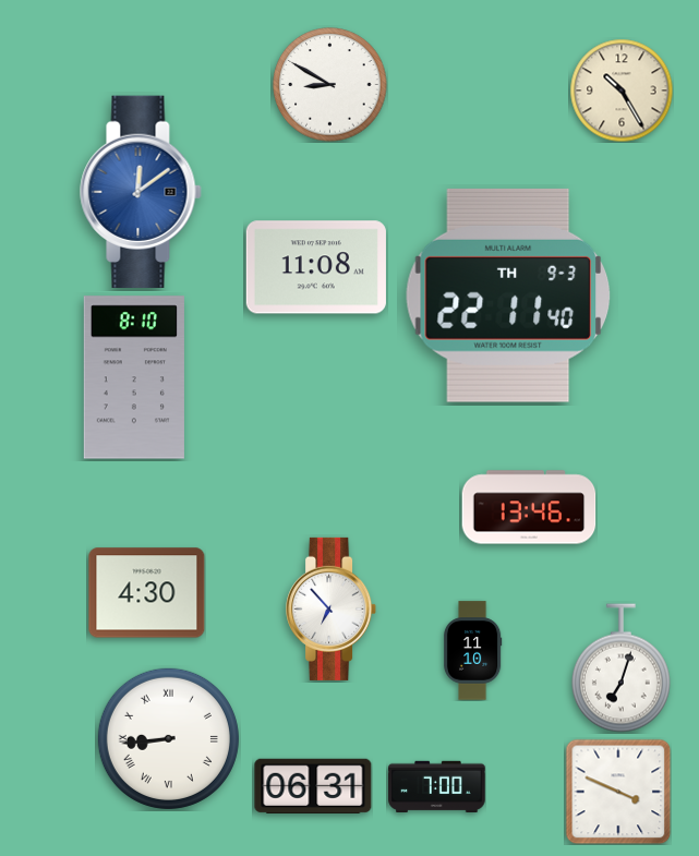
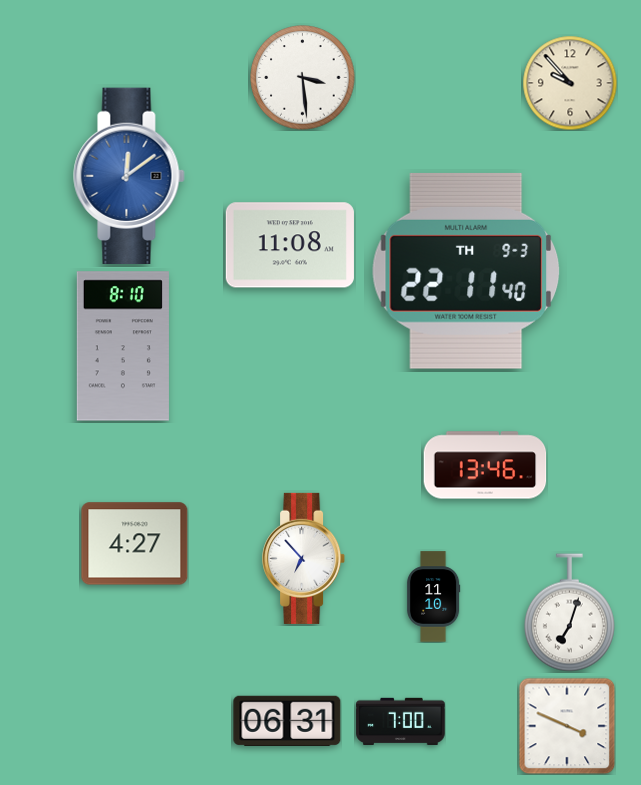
clock at (330, 85): 8:50 -> 3:29
clock at (622, 91): 10:25 -> 9:53
clock at (147, 593): 4:30 -> 4:27
clock at (168, 738): 8:44 -> none
